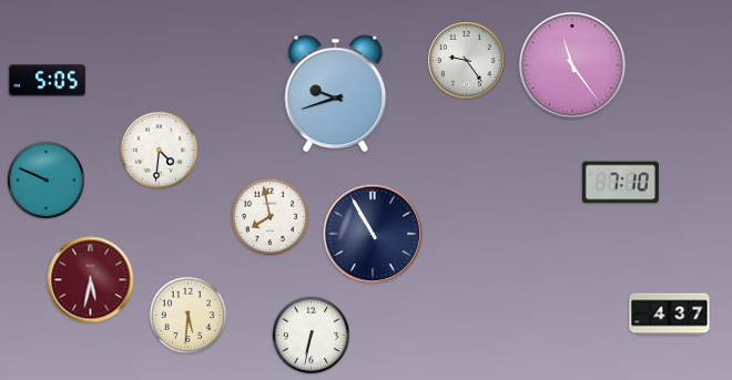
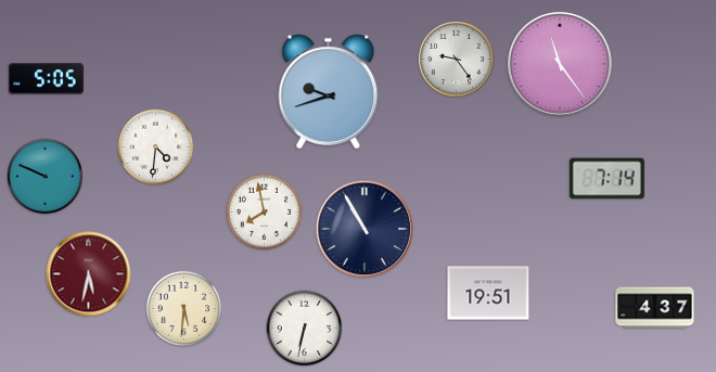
clock at (620, 183): 7:10 -> 7:14
clock at (488, 293): none -> 19:51
